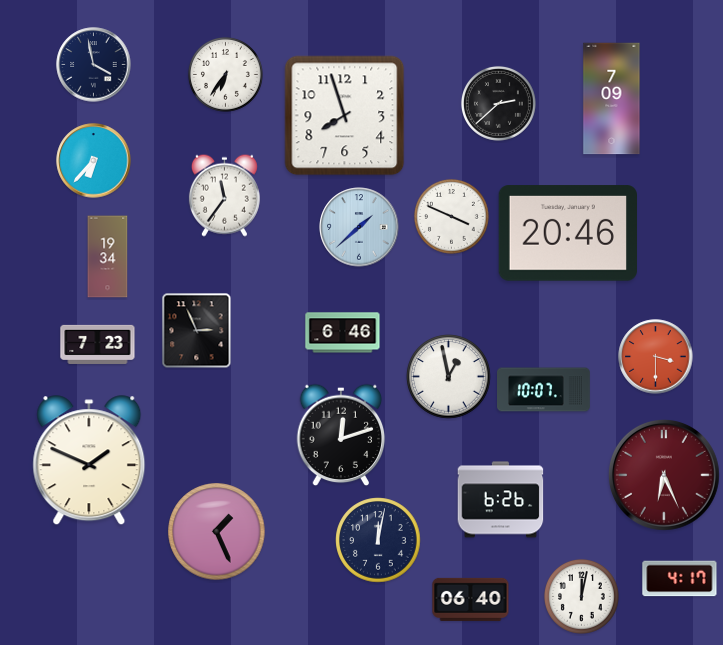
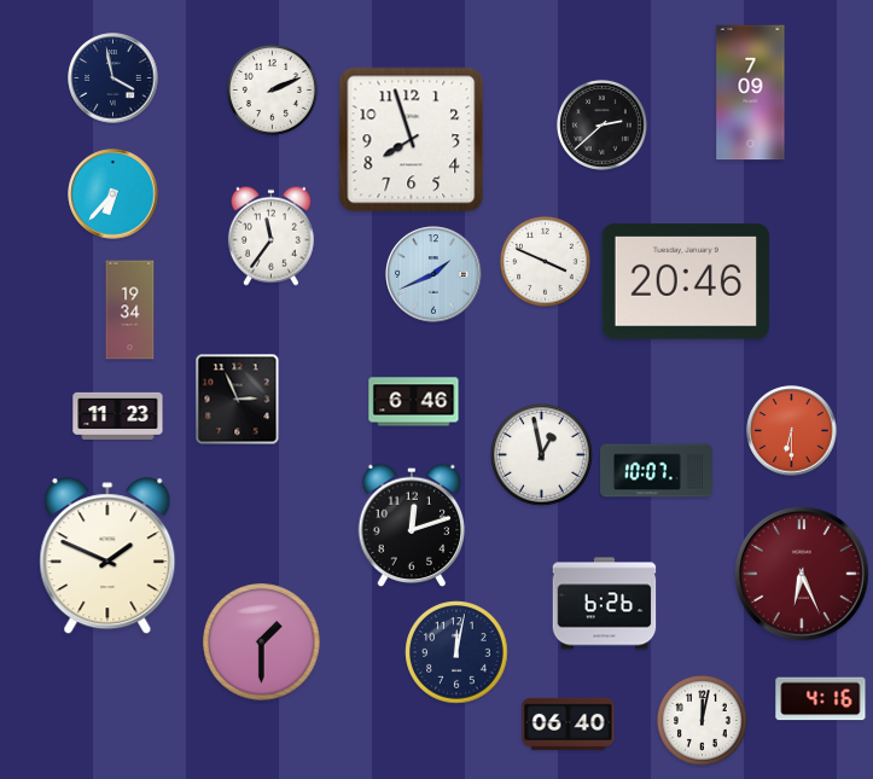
clock at (225, 74): 6:36 -> 2:11
clock at (612, 99) position: (612, 99) -> (751, 93)
clock at (345, 116) position: (345, 116) -> (412, 140)
clock at (359, 227): 1:38 -> 1:41
clock at (98, 344): 7:23 -> 11:23
clock at (656, 357): 3:30 -> 6:30
clock at (217, 532): 1:26 -> 1:30
clock at (680, 579): 4:17 -> 4:16
